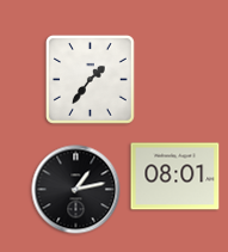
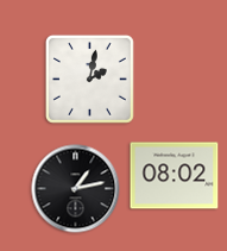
clock at (90, 79): 1:36 -> 2:02
clock at (175, 177): 08:01 -> 08:02
